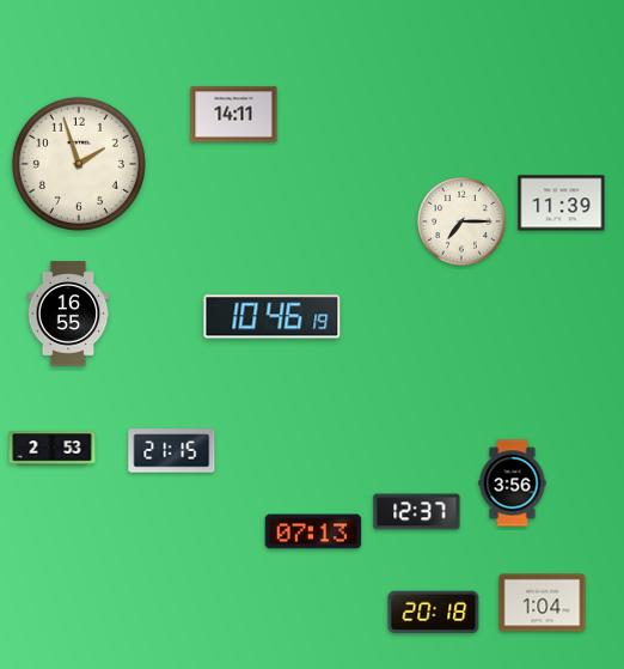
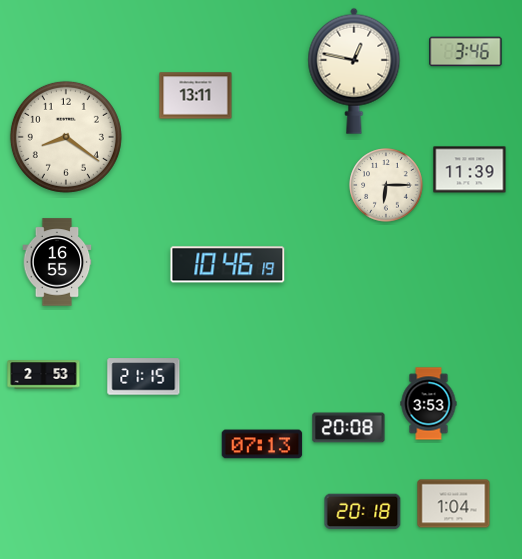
clock at (466, 52): none -> 3:46
clock at (354, 71): none -> 12:47
clock at (234, 115): 14:11 -> 13:11
clock at (79, 164): 1:57 -> 8:21
clock at (461, 221): 7:15 -> 6:15
clock at (513, 483): 3:56 -> 3:53
clock at (417, 512): 12:37 -> 20:08
